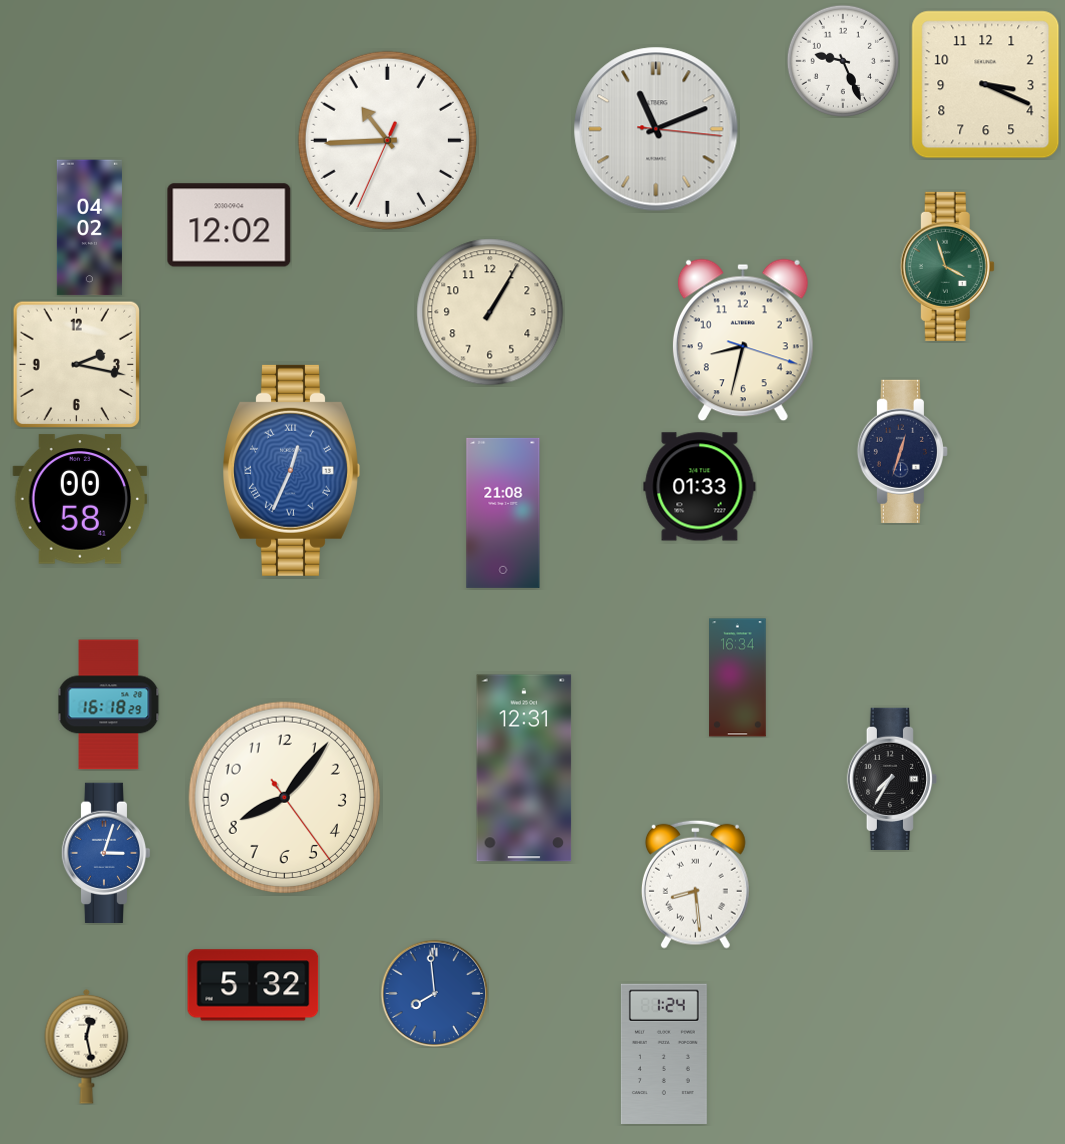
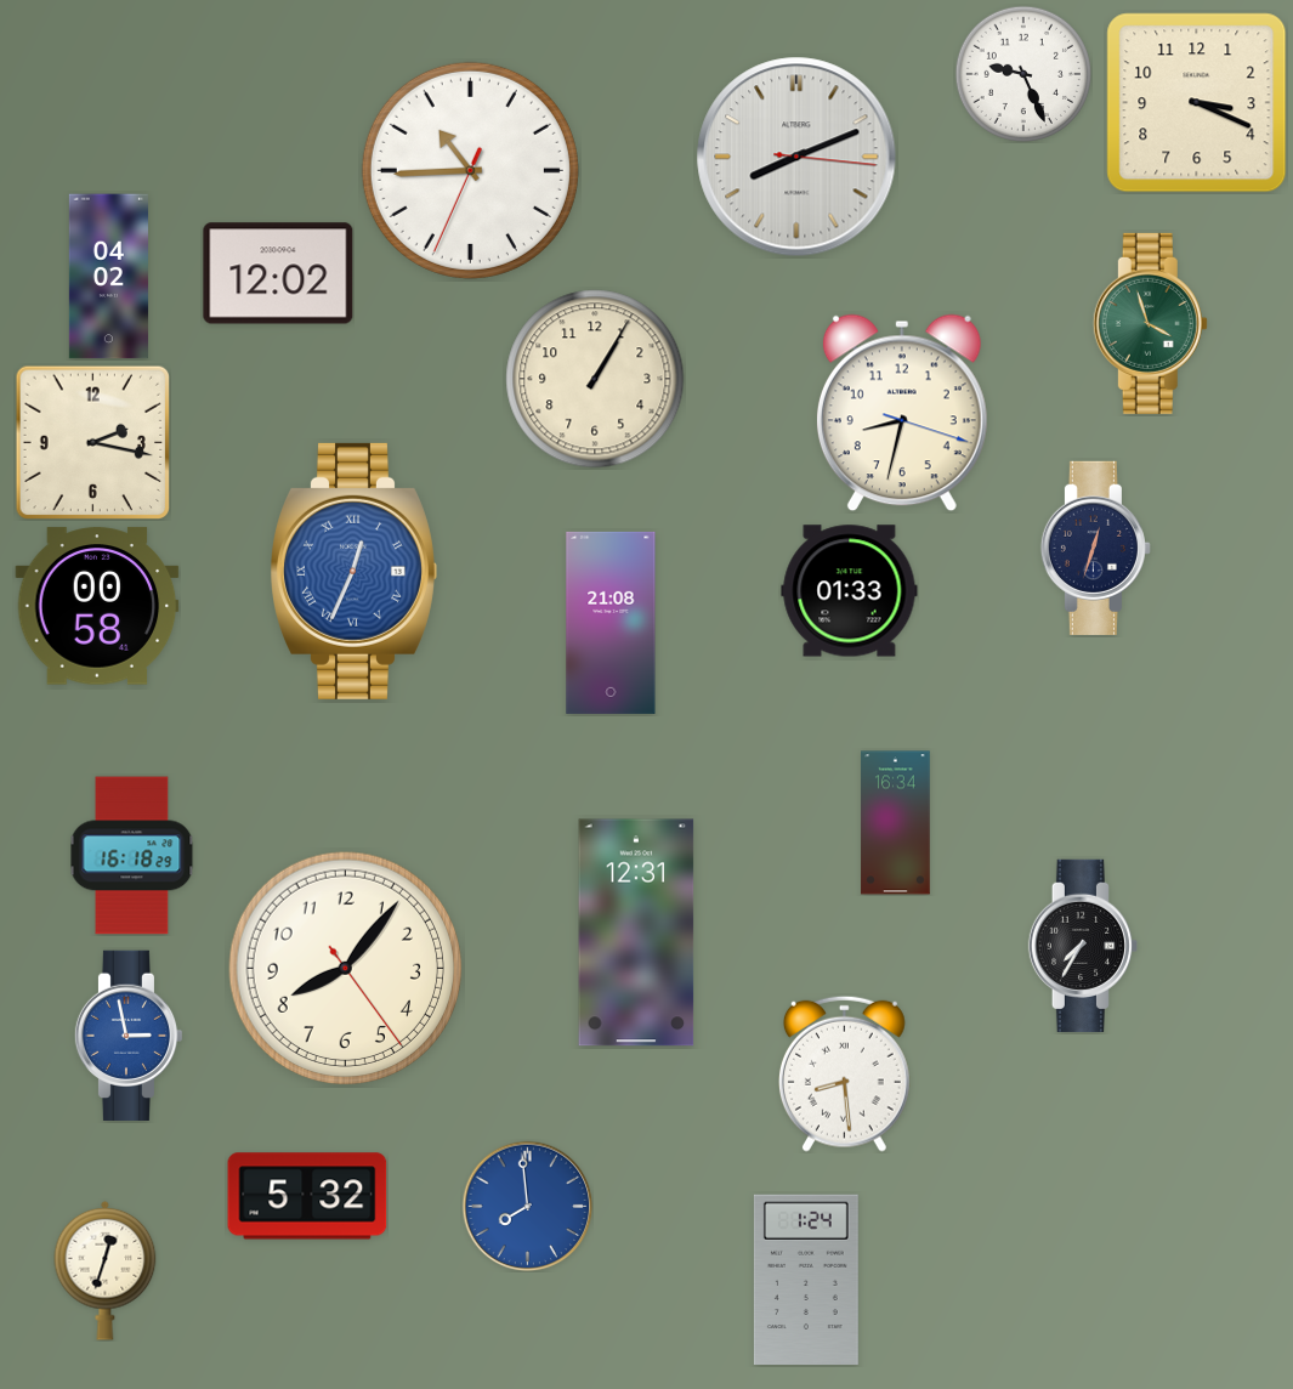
clock at (656, 129): 11:11 -> 8:11
clock at (106, 852): 3:03 -> 2:58
clock at (87, 1046): 12:28 -> 12:33
